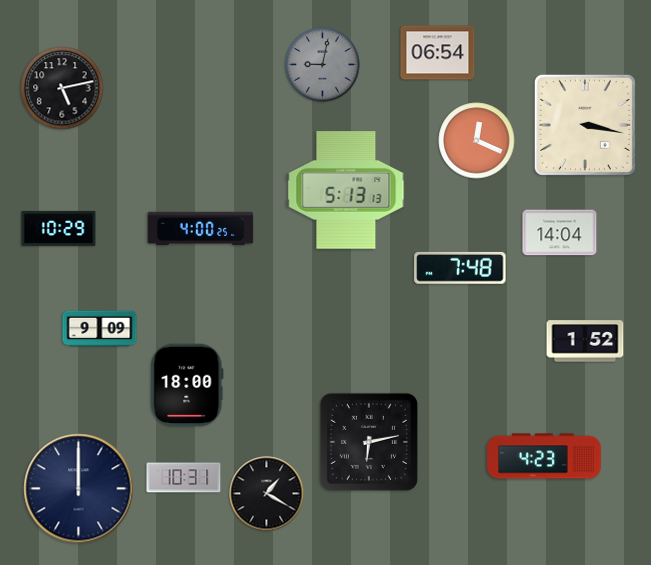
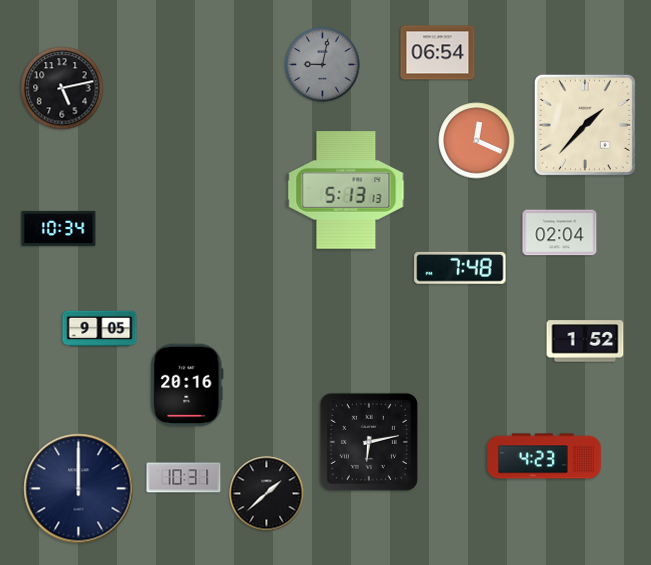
clock at (585, 125): 3:17 -> 1:37
clock at (59, 228): 10:29 -> 10:34
clock at (201, 228): 4:00 -> none
clock at (560, 233): 14:04 -> 02:04
clock at (100, 329): 9:09 -> 9:05
clock at (187, 385): 18:00 -> 20:16
clock at (267, 494): 1:20 -> 1:38
